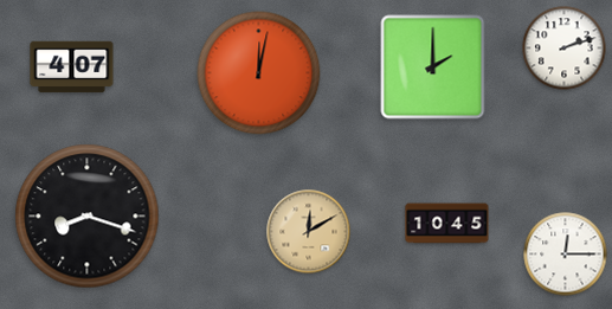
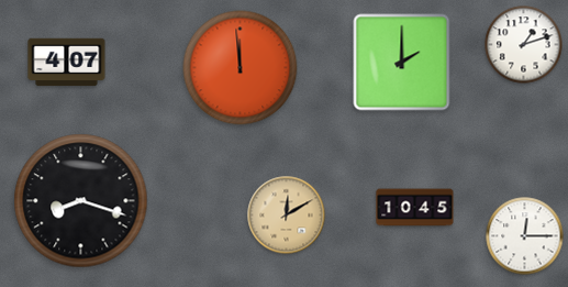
clock at (565, 49): 2:12 -> 1:12
clock at (259, 73): 12:02 -> 11:59
